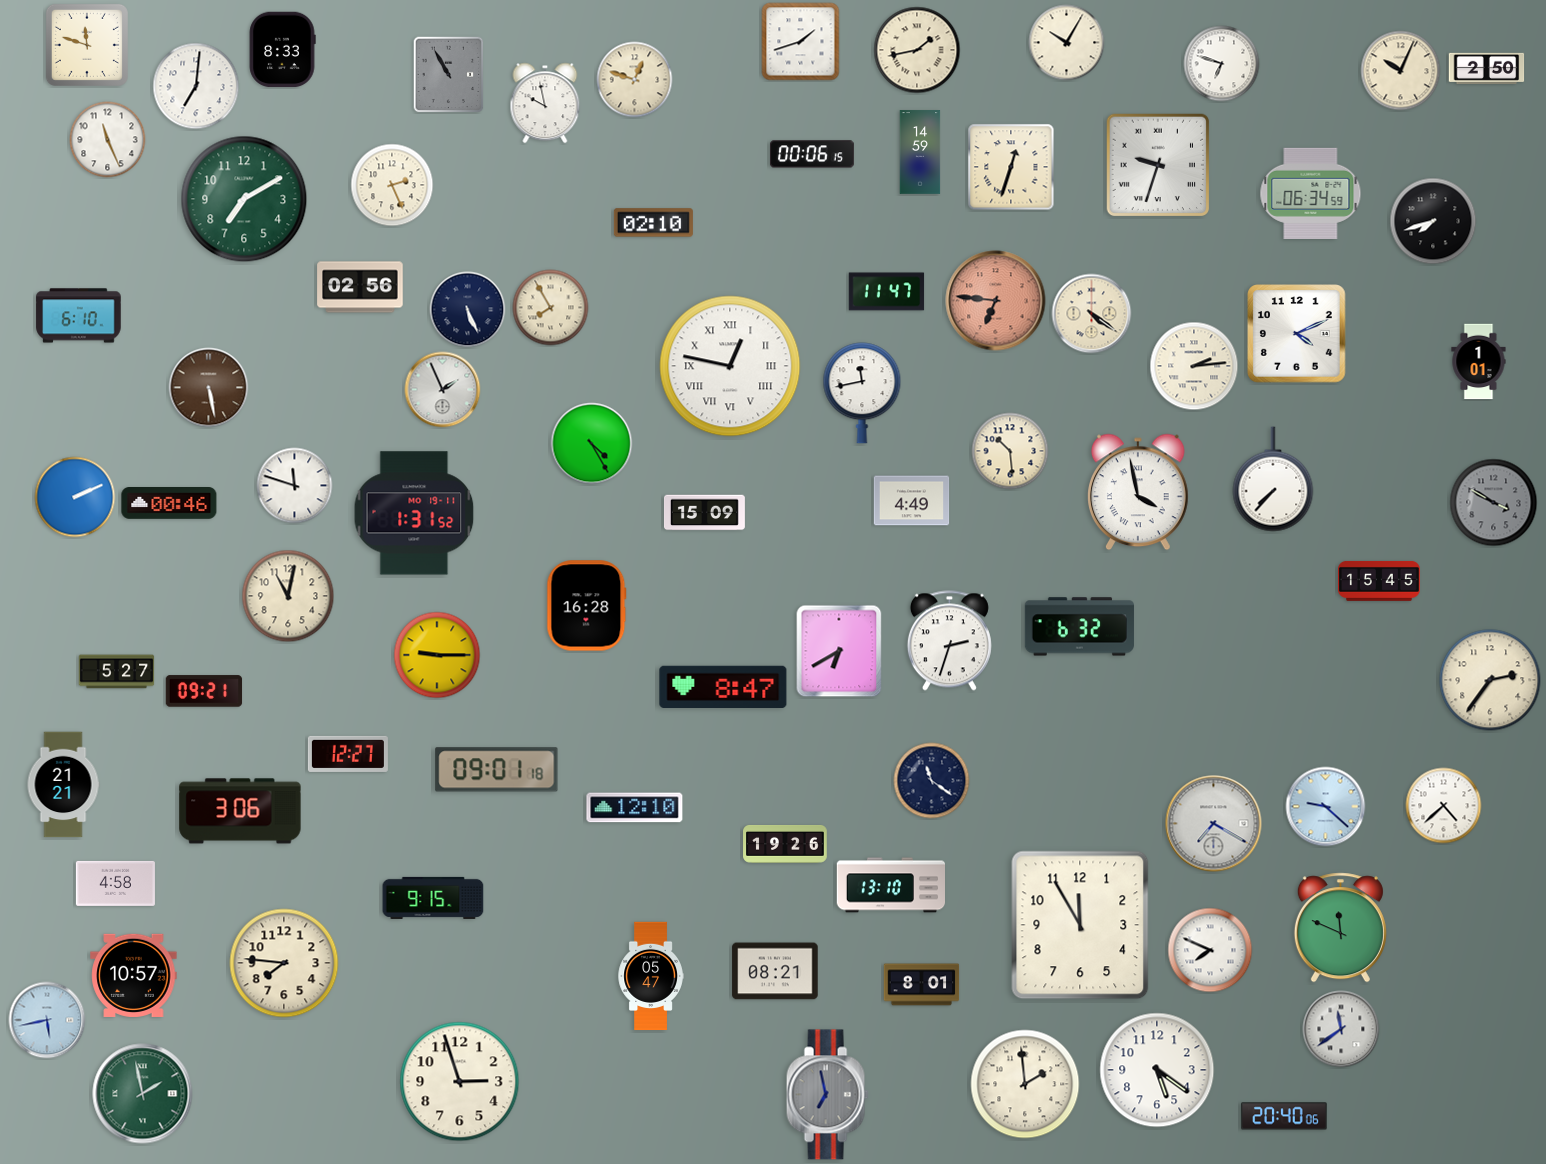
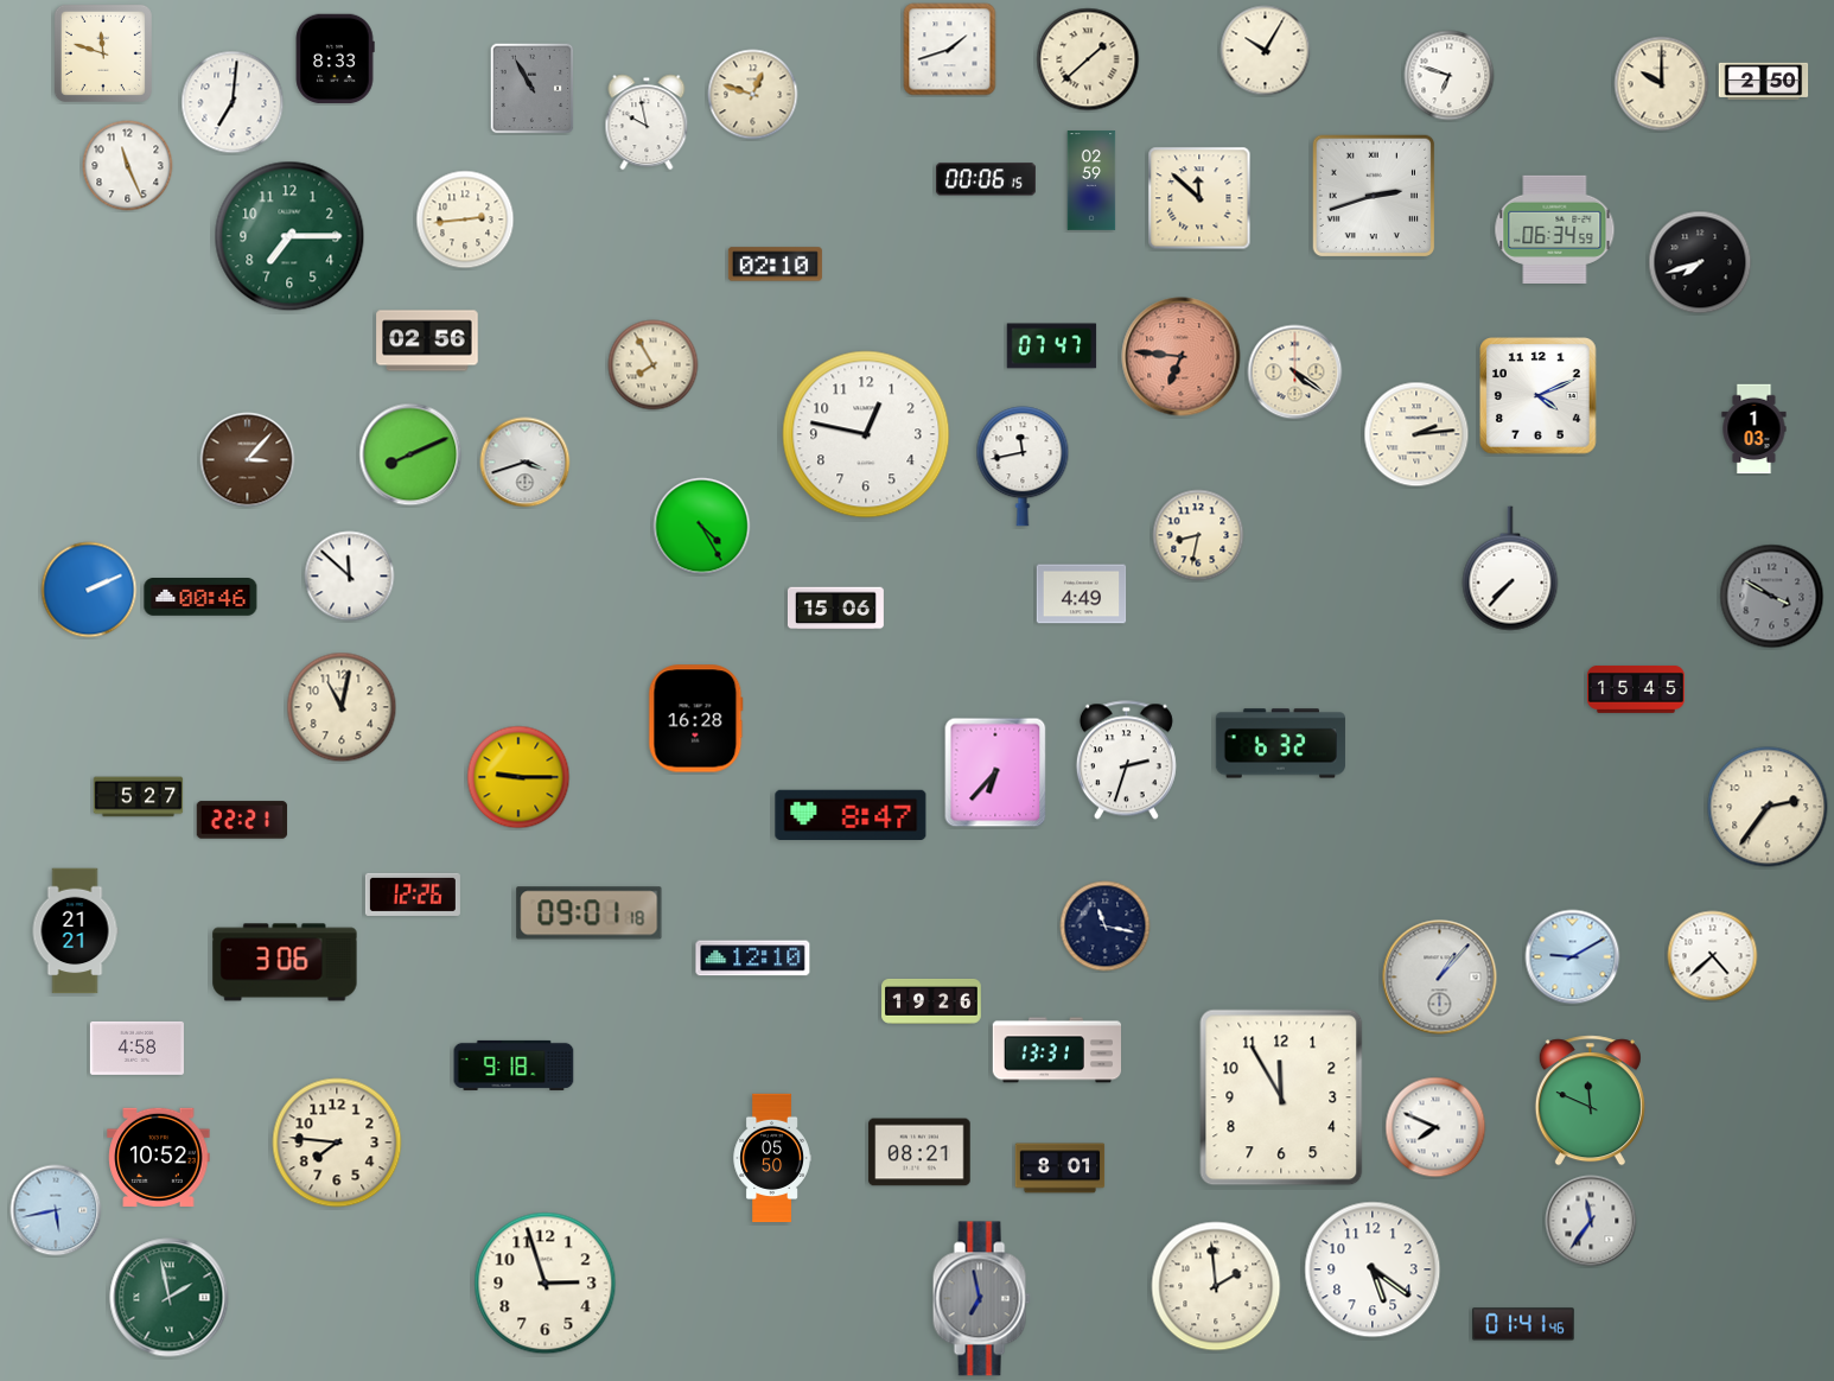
clock at (917, 50): 1:43 -> 1:38
clock at (1401, 71): 10:04 -> 10:00
clock at (920, 152): 14:59 -> 02:59
clock at (812, 154) position: (812, 154) -> (986, 179)
clock at (1158, 165): 9:33 -> 2:42
clock at (1011, 167): 12:33 -> 11:52
clock at (392, 185): 2:26 -> 2:44
clock at (244, 199): 7:10 -> 7:15
clock at (887, 292): 11:47 -> 07:47
clock at (468, 310): 5:26 -> none
clock at (79, 316): 6:10 -> none
clock at (1479, 362): 1:01 -> 1:03
clock at (730, 366) numerals: Roman -> Arabic
clock at (410, 454): none -> 8:11
clock at (209, 388): 5:28 -> 3:07
clock at (443, 390): 1:56 -> 3:42
clock at (1010, 451): 10:29 -> 8:32
clock at (295, 486): 11:48 -> 11:52
clock at (1139, 492): 3:58 -> none
clock at (414, 513): 1:31 -> none
clock at (704, 513): 15:09 -> 15:06
clock at (839, 651): 6:40 -> 6:37
clock at (723, 686) position: (723, 686) -> (851, 814)
clock at (204, 691): 09:21 -> 22:21
clock at (348, 754): 12:27 -> 12:26
clock at (932, 781): 11:21 -> 11:17
clock at (1326, 807): 9:22 -> 9:10
clock at (1214, 824): 7:20 -> 1:07
clock at (891, 885): 13:10 -> 13:31
clock at (433, 898): 9:15 -> 9:18
clock at (134, 975): 10:57 -> 10:52
clock at (651, 976): 05:47 -> 05:50
clock at (922, 985) position: (922, 985) -> (1061, 1169)
clock at (1341, 1029): 11:39 -> 11:36
clock at (1284, 1116): 20:40 -> 01:41
